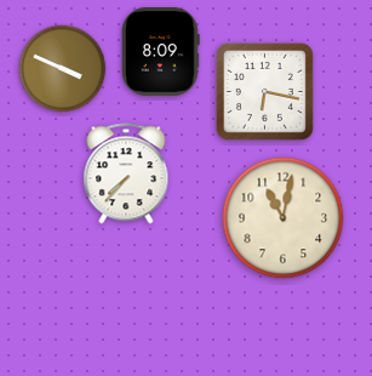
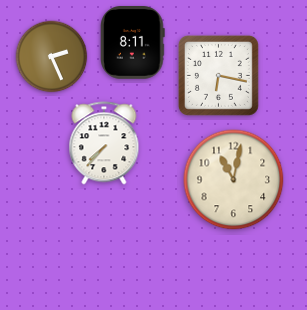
clock at (161, 52): 8:09 -> 8:11
clock at (63, 69): 3:49 -> 2:26
